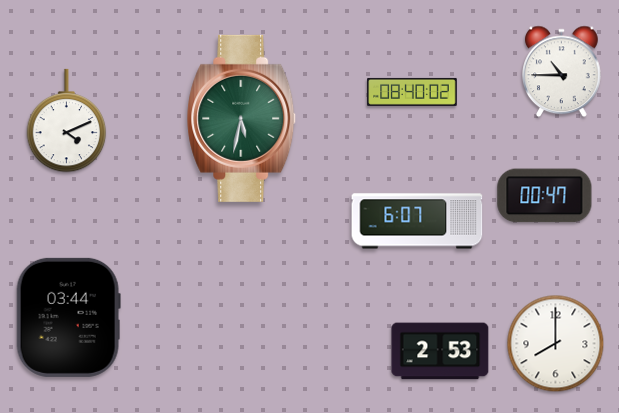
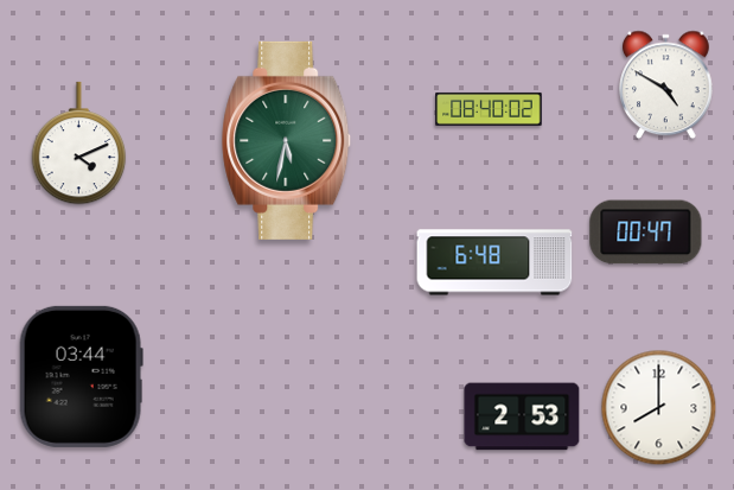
clock at (562, 72): 10:45 -> 4:50
clock at (417, 221): 6:07 -> 6:48
